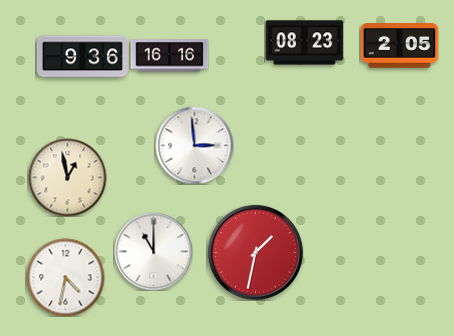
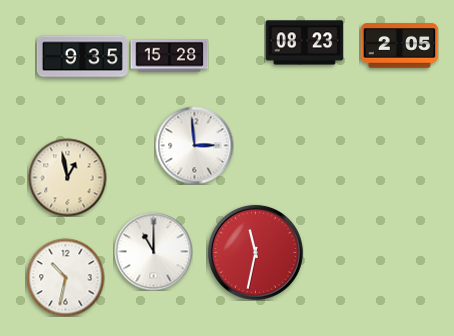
clock at (169, 56): 16:16 -> 15:28
clock at (82, 57): 9:36 -> 9:35
clock at (255, 252): 1:32 -> 11:32
clock at (65, 277): 4:32 -> 10:32
